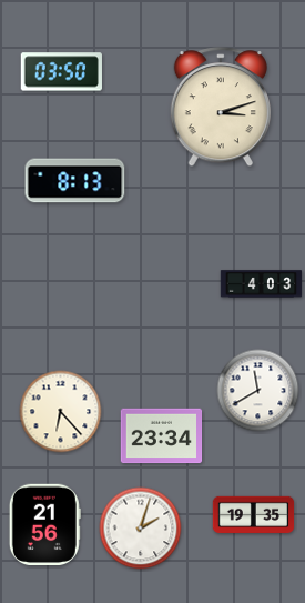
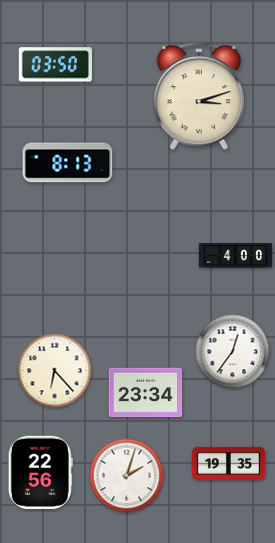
clock at (262, 284): 4:03 -> 4:00
clock at (258, 391): 11:40 -> 12:36
clock at (44, 524): 21:56 -> 22:56
